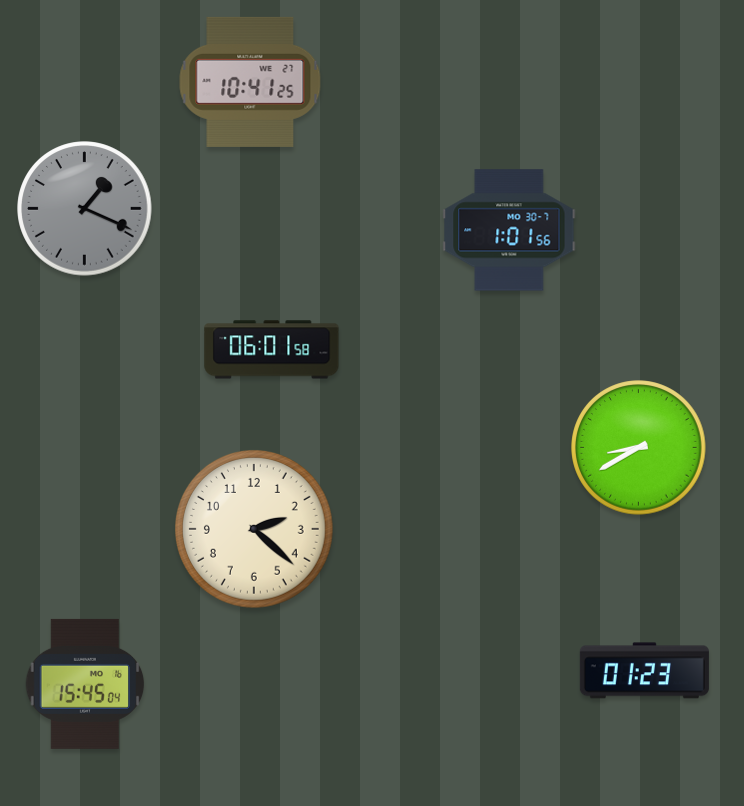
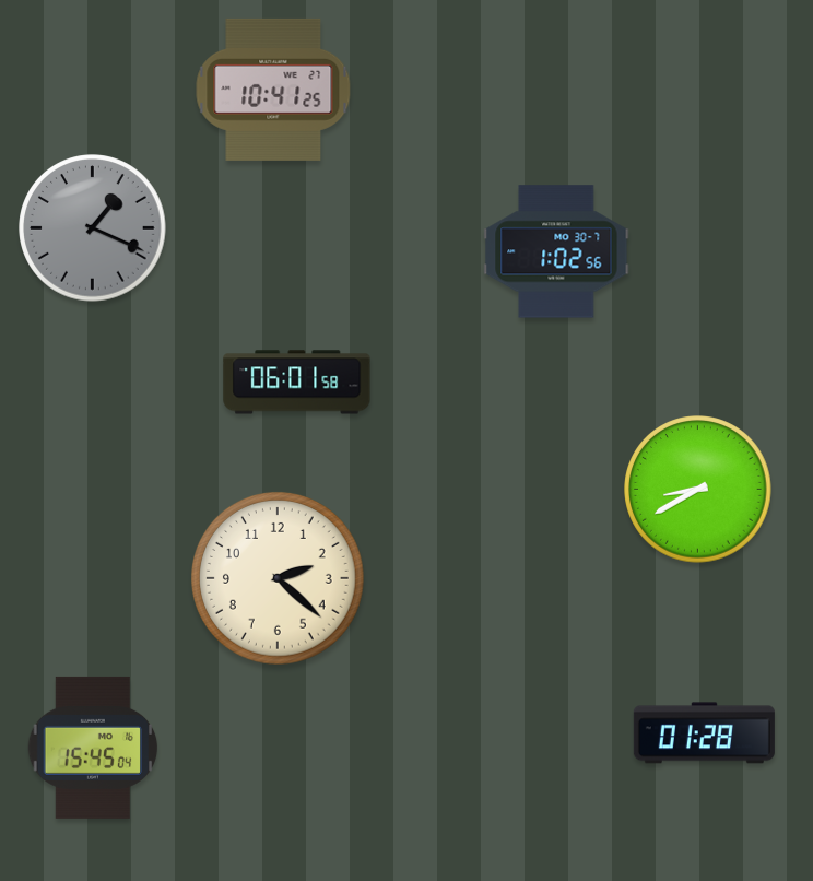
clock at (509, 230): 1:01 -> 1:02
clock at (644, 671): 01:23 -> 01:28
